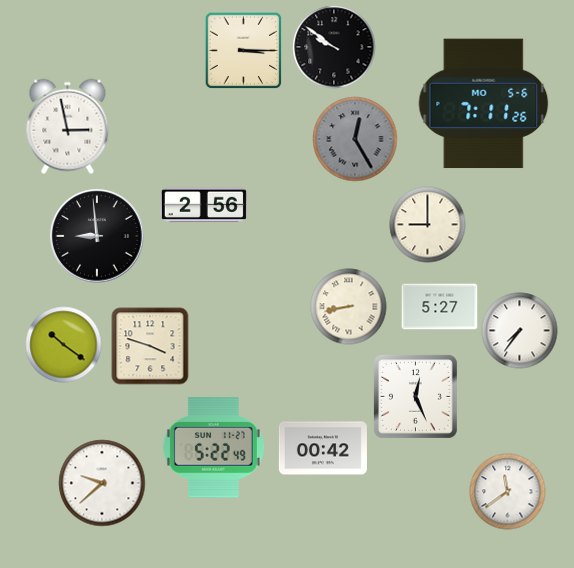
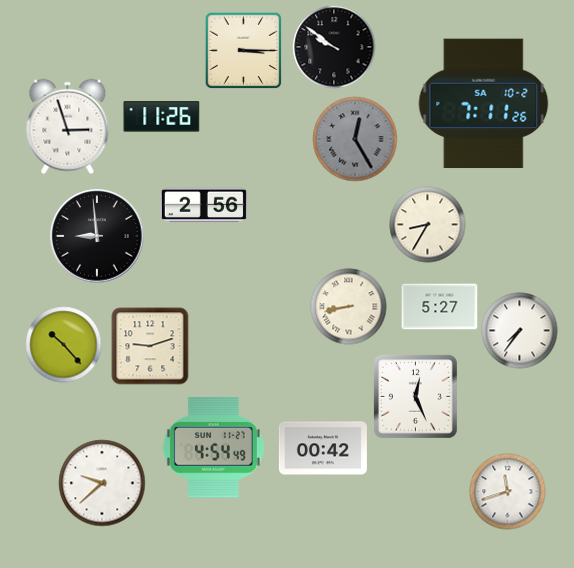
clock at (484, 104) date: MO 5-6 -> SA 10-2
clock at (162, 117): none -> 11:26
clock at (68, 127): 2:58 -> 2:57
clock at (428, 225): 9:00 -> 8:35
clock at (64, 345): 10:21 -> 10:23
clock at (150, 346): 3:48 -> 9:12
clock at (213, 448): 5:22 -> 4:54
clock at (508, 492): 11:39 -> 11:42
